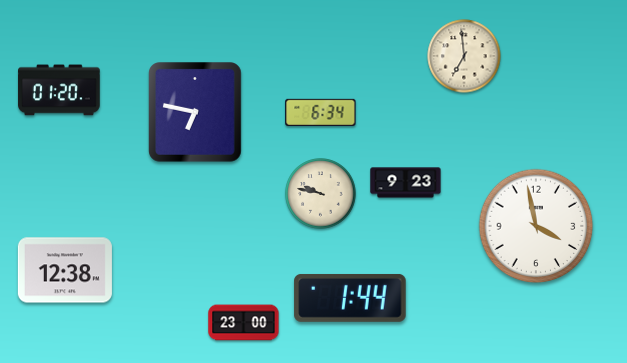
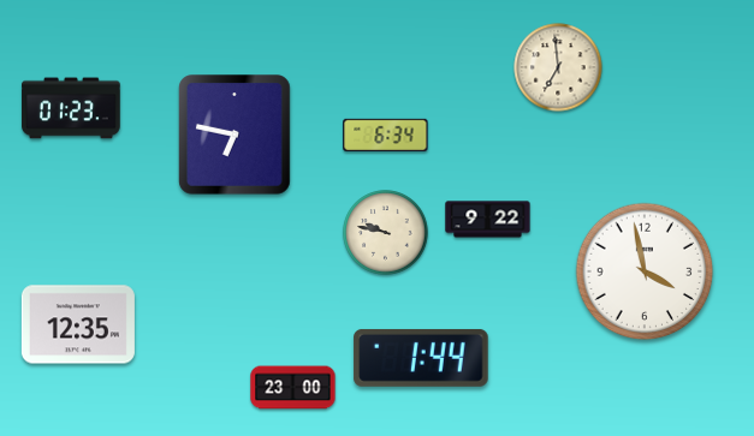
clock at (59, 90): 01:20 -> 01:23
clock at (406, 183): 9:23 -> 9:22
clock at (65, 270): 12:38 -> 12:35
